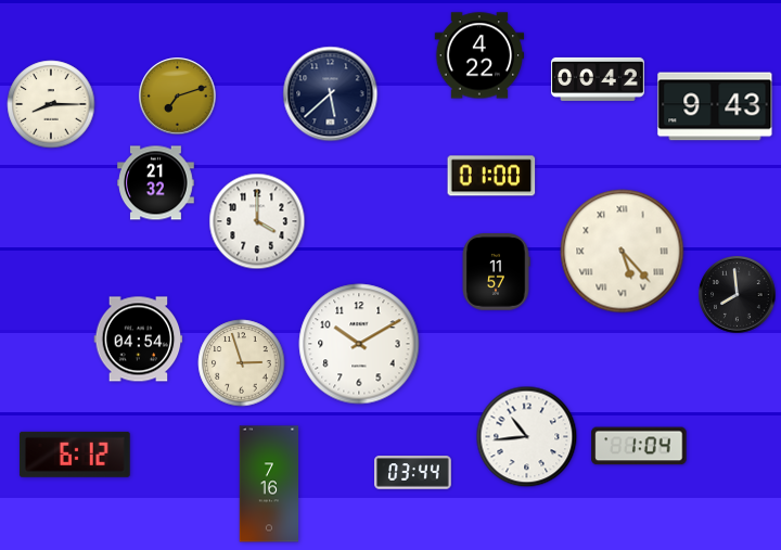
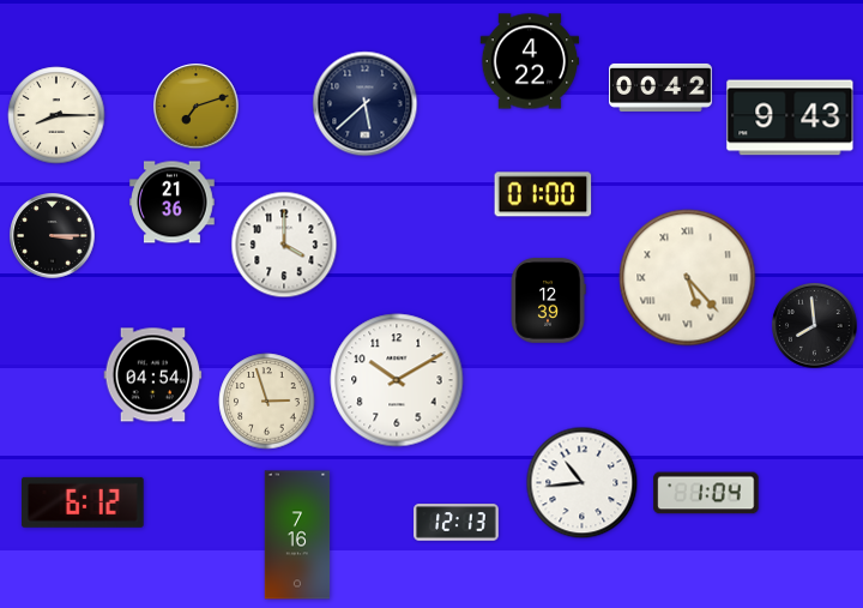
clock at (156, 183): 21:32 -> 21:36
clock at (53, 236): none -> 3:15
clock at (496, 272): 11:57 -> 12:39
clock at (413, 473): 03:44 -> 12:13
